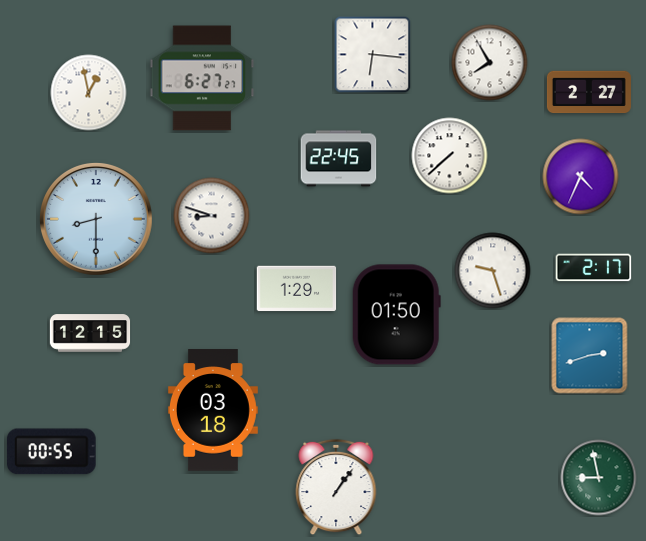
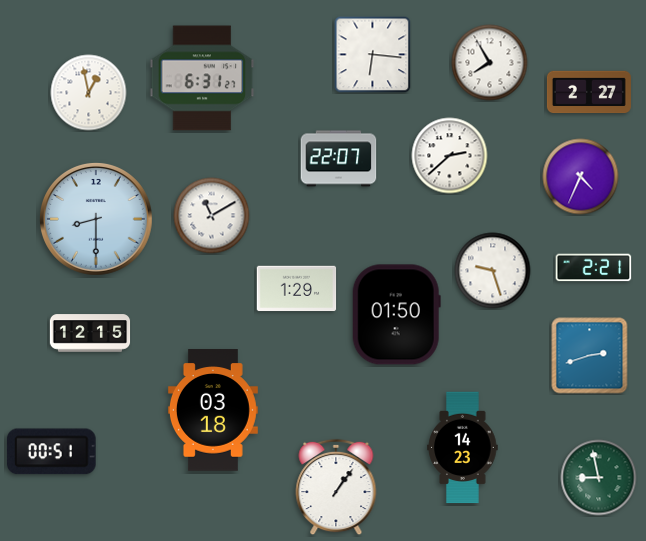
clock at (202, 78): 6:27 -> 6:31
clock at (450, 156): 7:38 -> 2:38
clock at (339, 159): 22:45 -> 22:07
clock at (212, 216): 8:48 -> 11:10
clock at (594, 268): 2:17 -> 2:21
clock at (463, 448): none -> 14:23
clock at (51, 452): 00:55 -> 00:51
